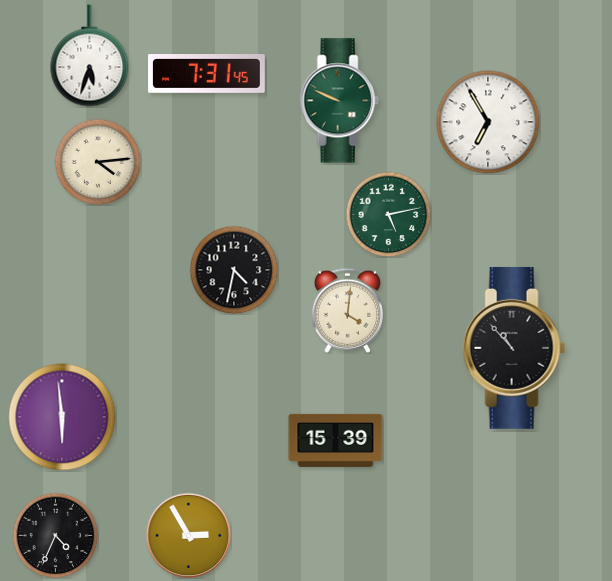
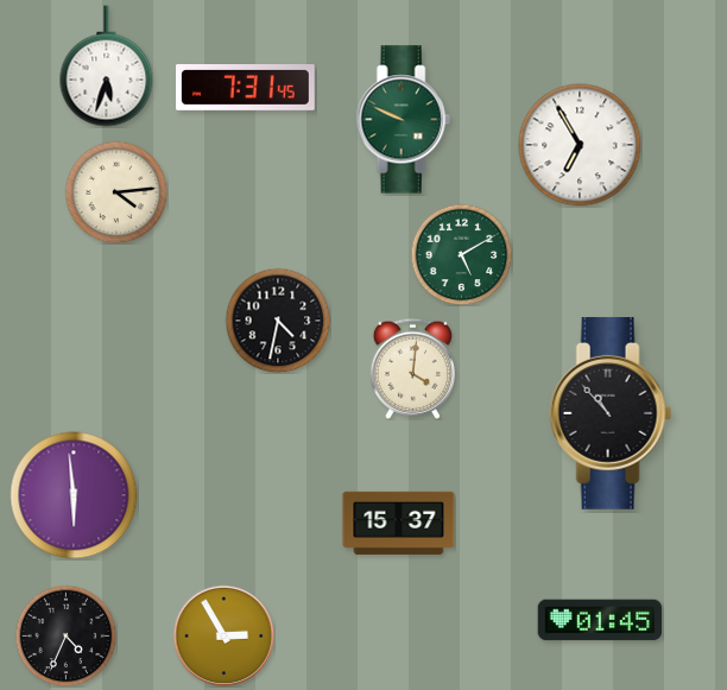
clock at (388, 214): 5:13 -> 5:10
clock at (336, 440): 15:39 -> 15:37
clock at (600, 620): none -> 01:45
